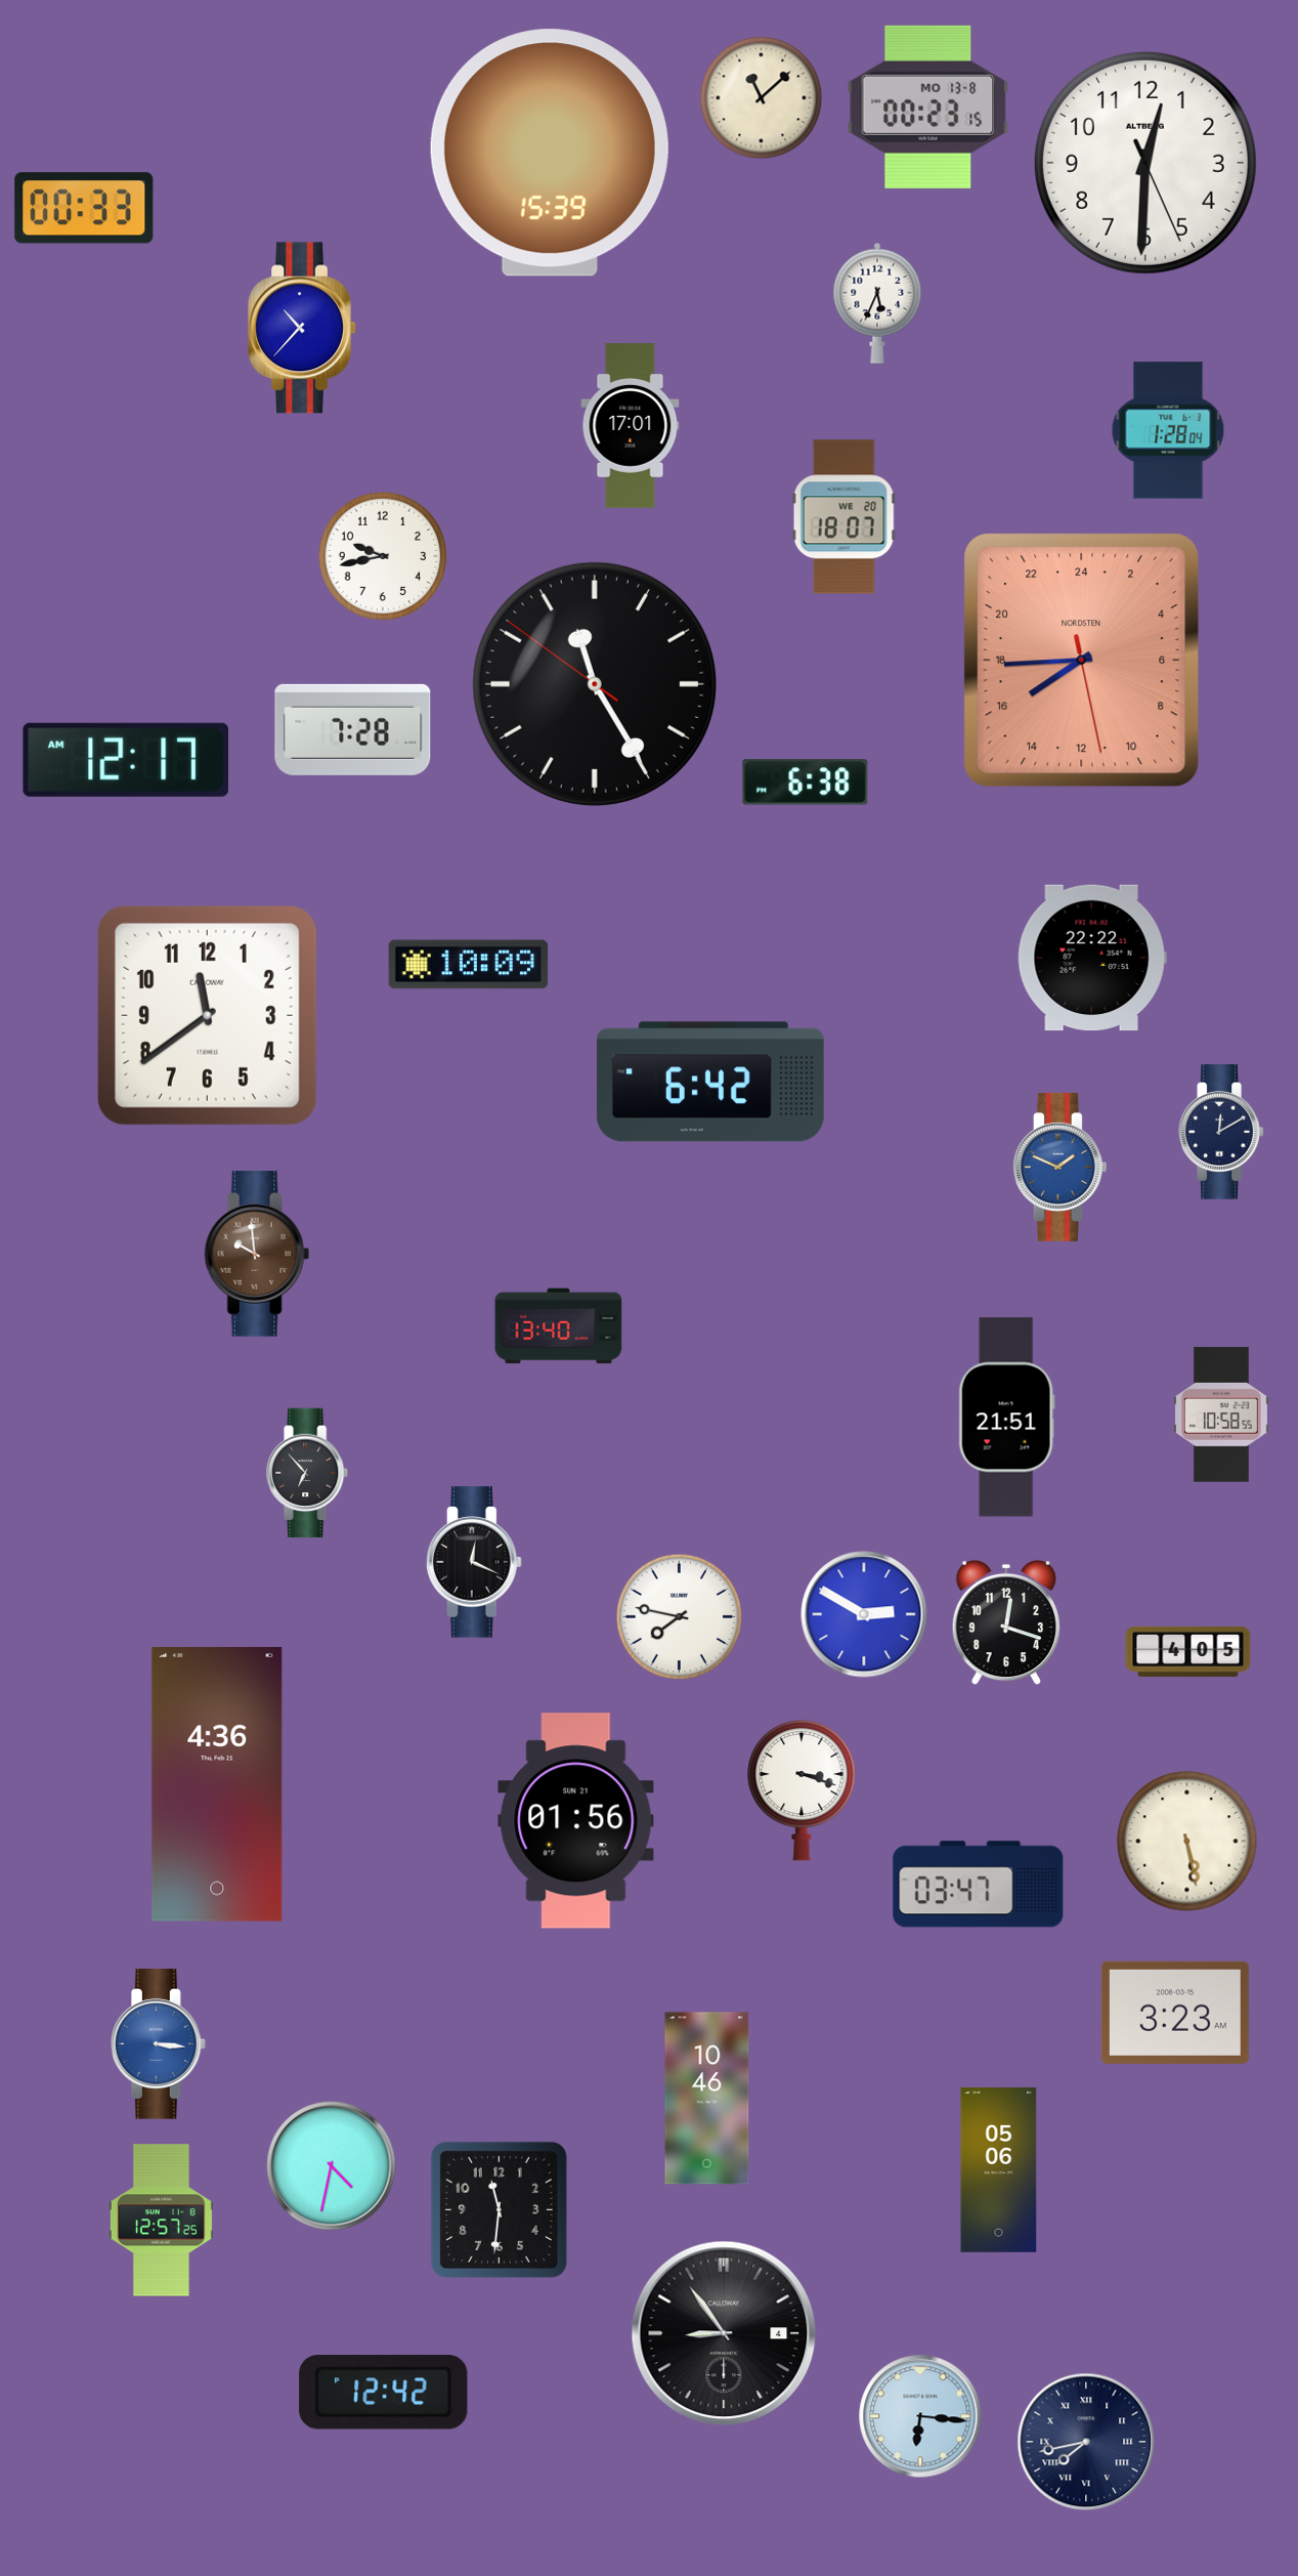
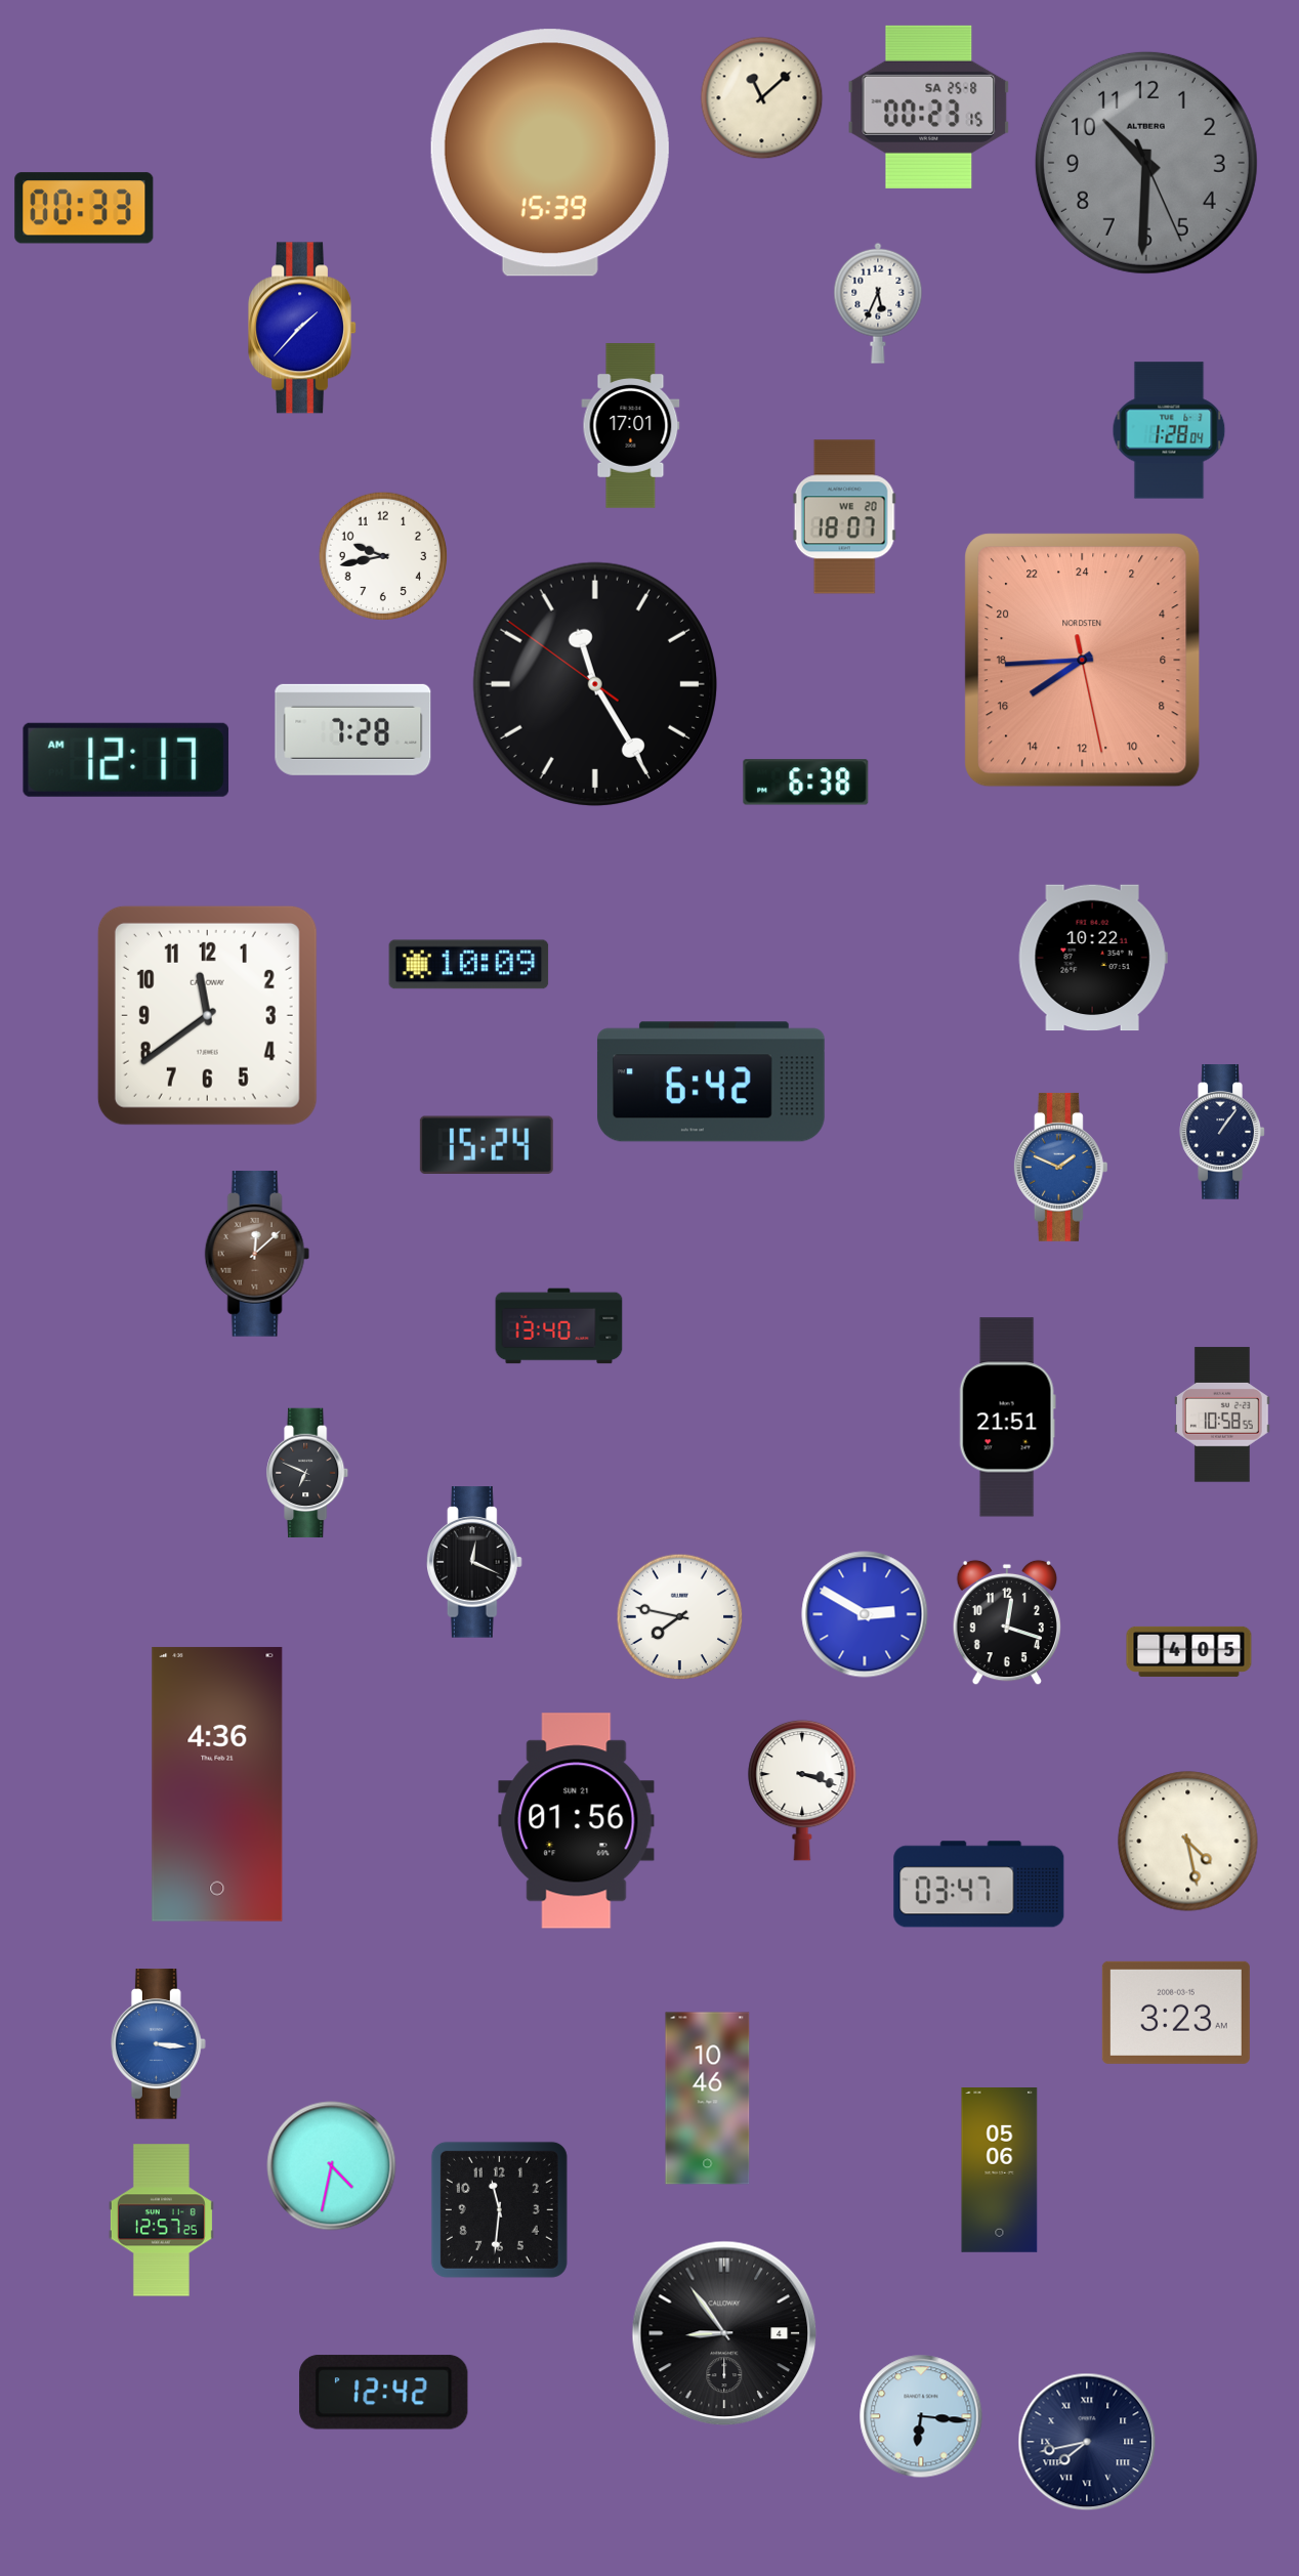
clock at (928, 107) date: MO 13-8 -> SA 25-8
clock at (1145, 163): 12:30 -> 10:30
clock at (1145, 163) dial: white -> grey
clock at (303, 328): 10:37 -> 1:37
clock at (1092, 958): 22:22 -> 10:22
clock at (1221, 1132): 12:10 -> 1:06
clock at (487, 1144): none -> 15:24
clock at (257, 1254): 9:59 -> 12:08
clock at (308, 1473): 6:53 -> 6:49
clock at (1187, 1842): 5:28 -> 4:28
